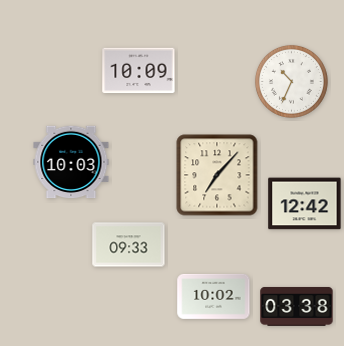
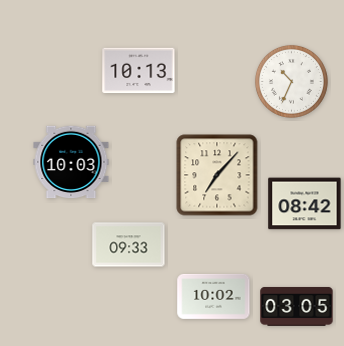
clock at (139, 71): 10:09 -> 10:13
clock at (305, 204): 12:42 -> 08:42
clock at (297, 306): 03:38 -> 03:05
